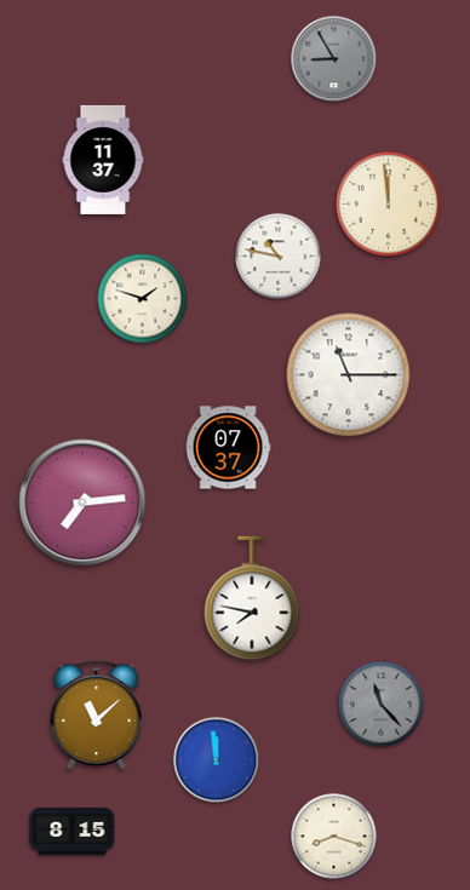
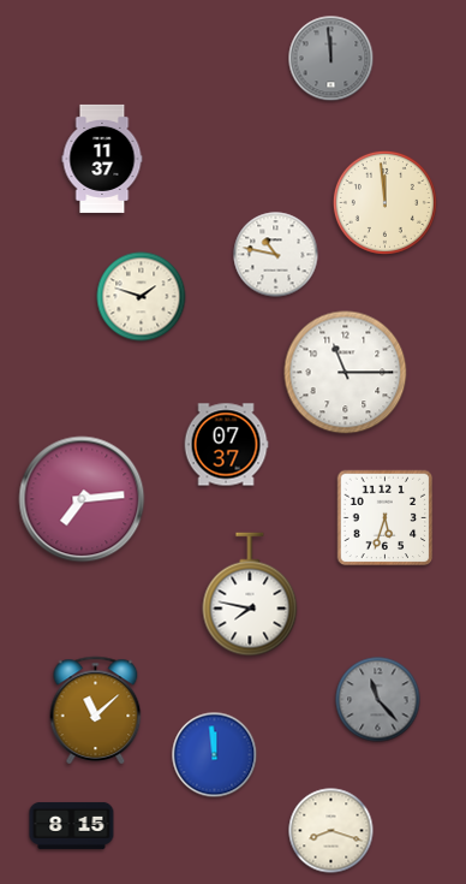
clock at (334, 59): 8:55 -> 11:59
clock at (386, 518): none -> 5:33
